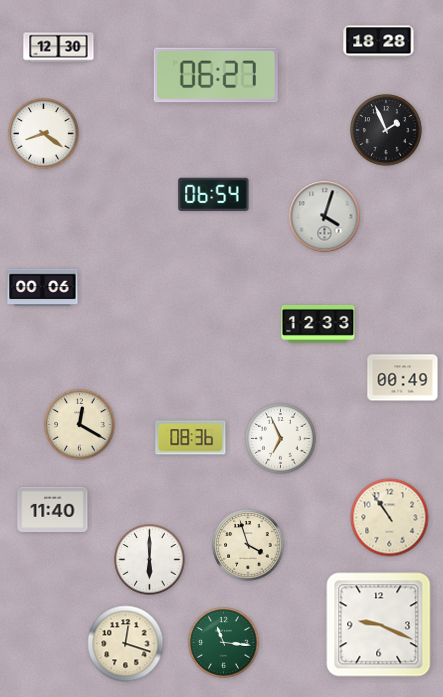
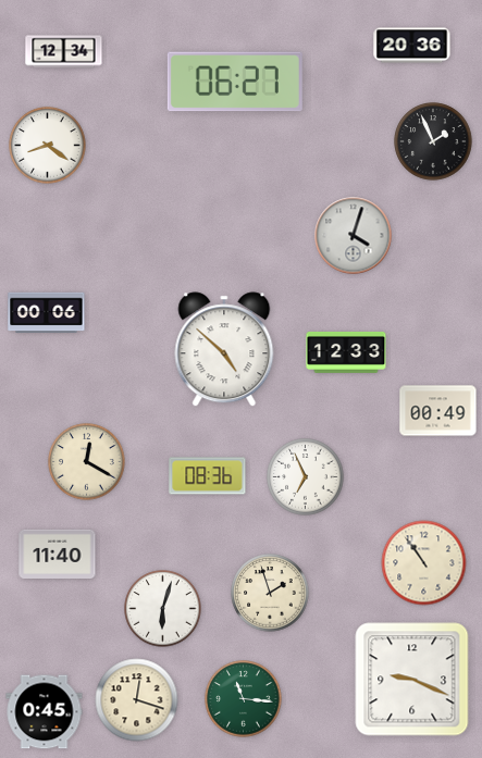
clock at (379, 42): 18:28 -> 20:36
clock at (59, 48): 12:30 -> 12:34
clock at (386, 130) position: (386, 130) -> (433, 141)
clock at (214, 194): 06:54 -> none
clock at (224, 349): none -> 4:52
clock at (248, 545): 3:57 -> 1:57
clock at (150, 560): 6:00 -> 6:03
clock at (45, 712): none -> 0:45
